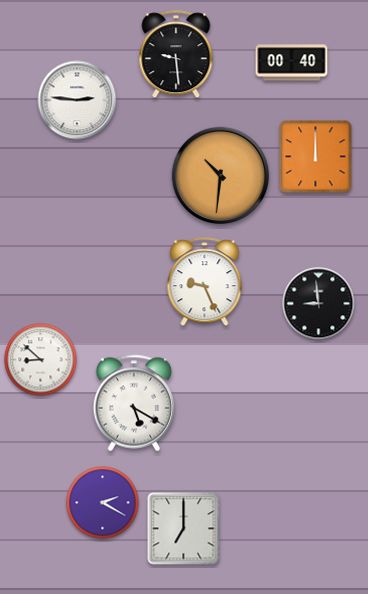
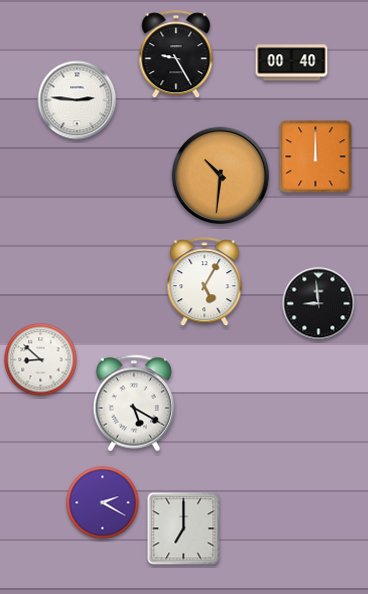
clock at (176, 55): 9:29 -> 9:25
clock at (205, 282): 9:26 -> 5:05
